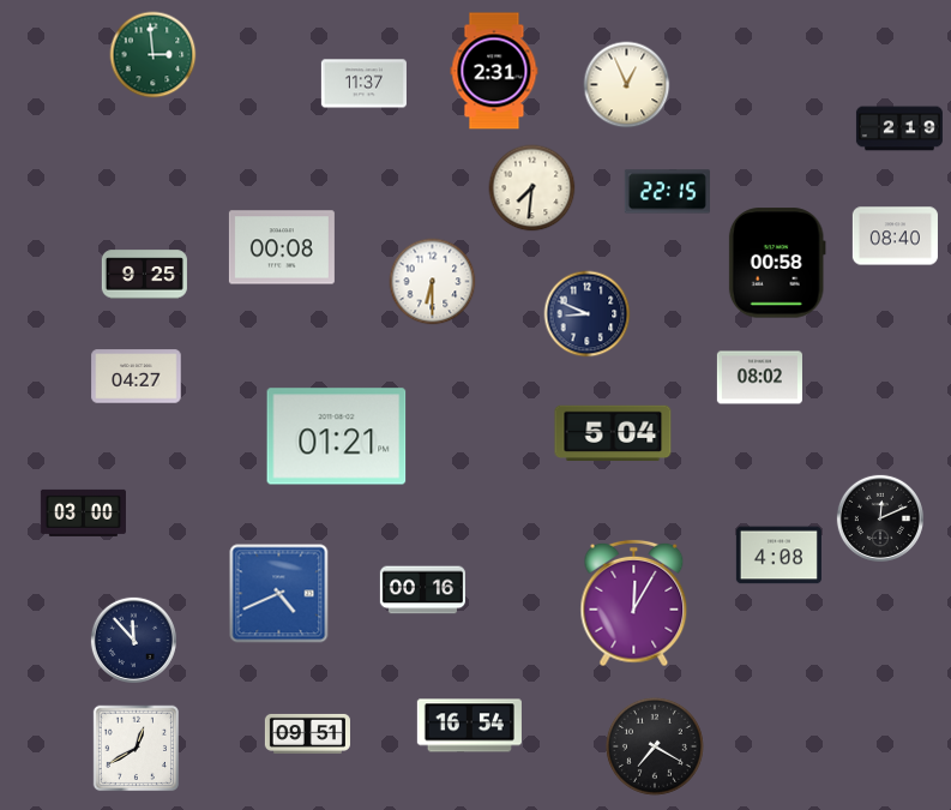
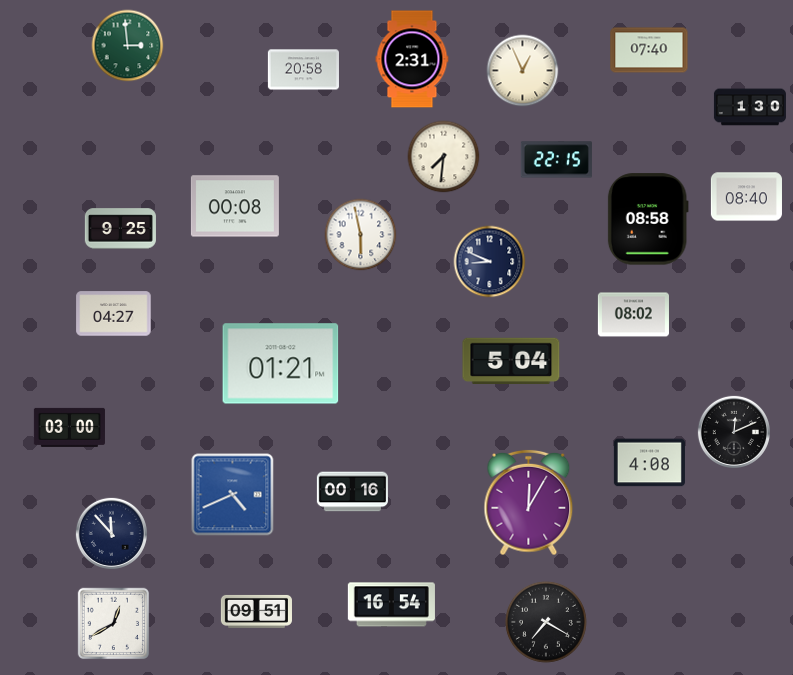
clock at (649, 50): none -> 07:40
clock at (363, 84): 11:37 -> 20:58
clock at (899, 128): 2:19 -> 1:30
clock at (777, 263): 00:58 -> 08:58
clock at (433, 282): 6:30 -> 5:58
